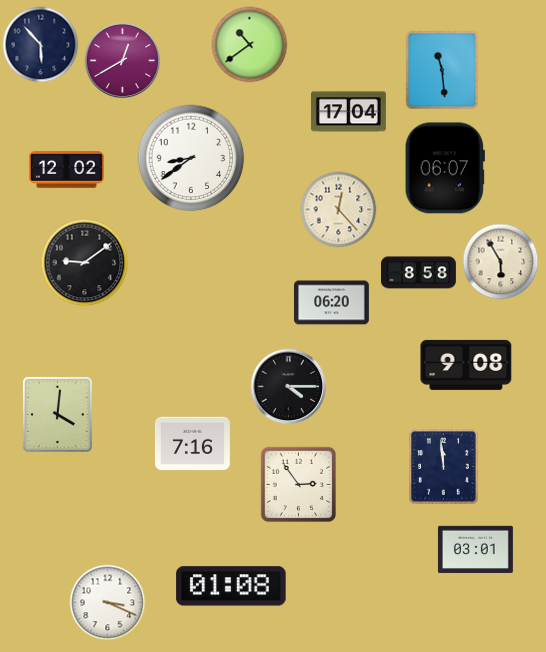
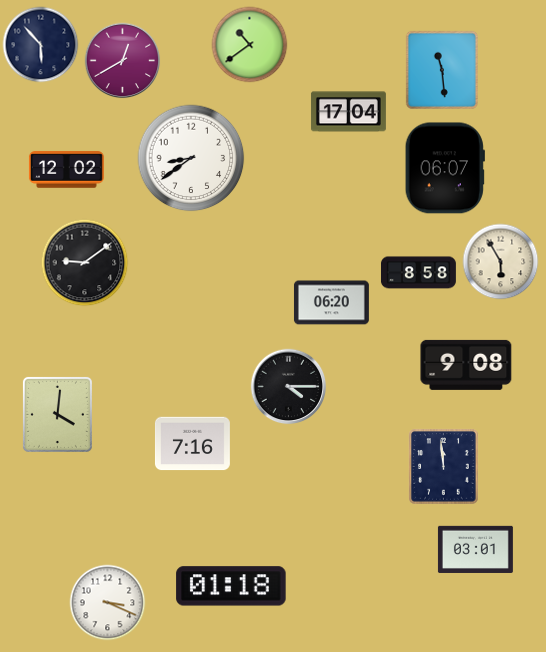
clock at (339, 210): 12:23 -> none
clock at (299, 485): 2:54 -> none
clock at (231, 586): 01:08 -> 01:18
